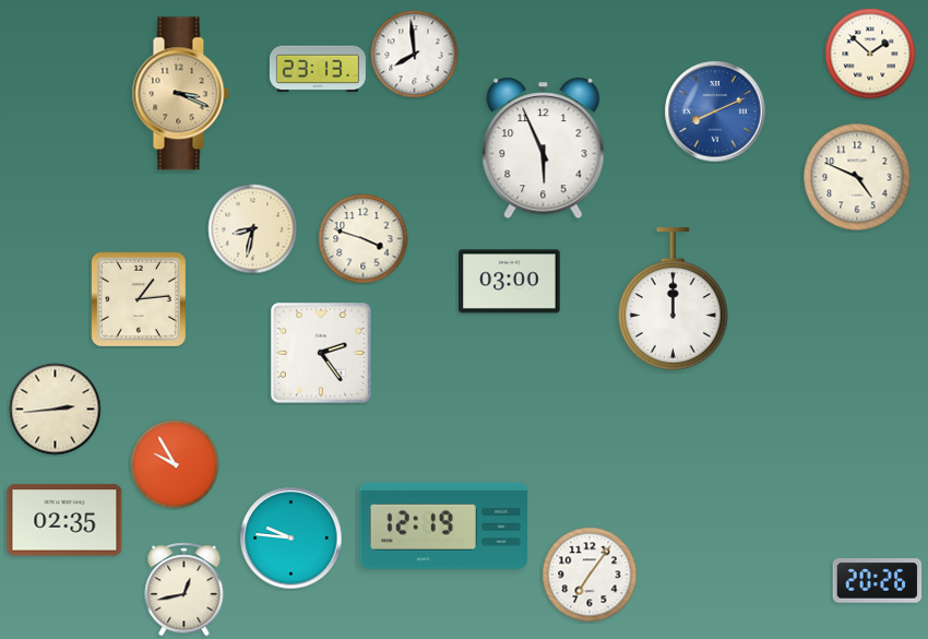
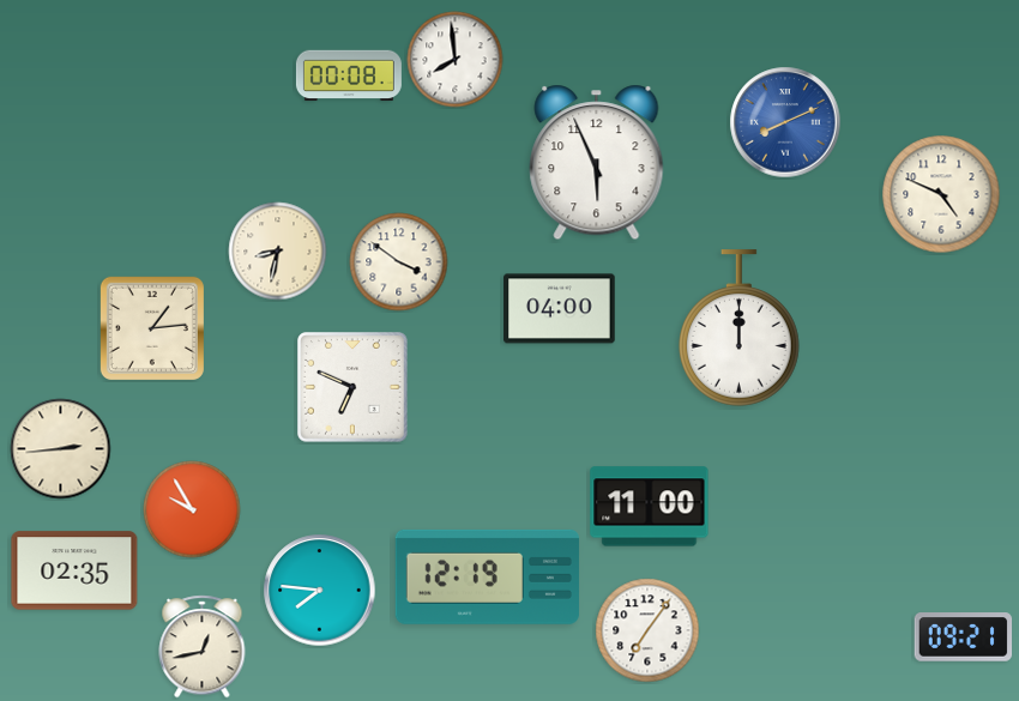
clock at (870, 54): 1:52 -> none
clock at (318, 69): 23:13 -> 00:08
clock at (180, 94): 3:19 -> none
clock at (364, 239): 3:48 -> 3:51
clock at (510, 282): 03:00 -> 04:00
clock at (321, 353): 2:24 -> 6:49
clock at (650, 507): none -> 11:00
clock at (64, 520) position: (64, 520) -> (74, 570)
clock at (292, 539): 9:46 -> 7:46
clock at (878, 581): 20:26 -> 09:21
